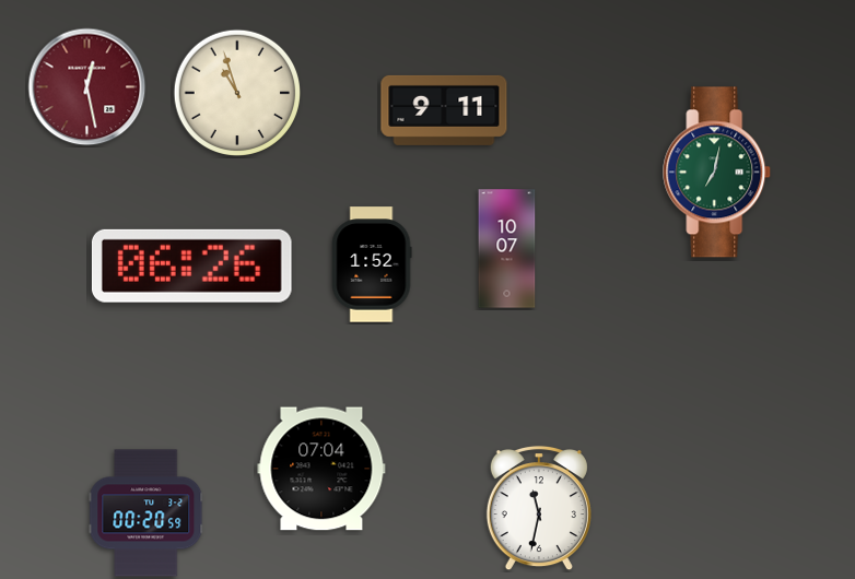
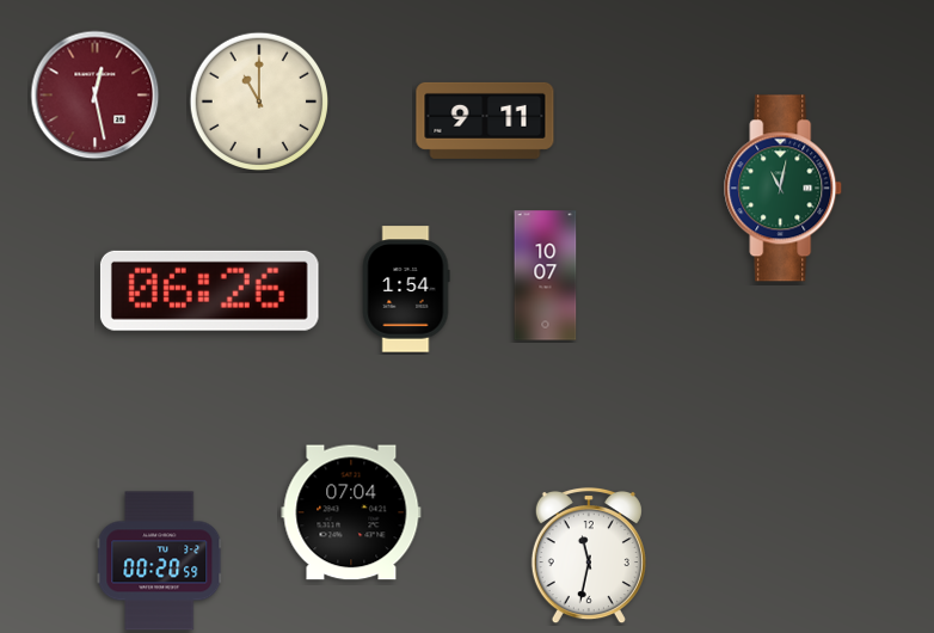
clock at (236, 92): 10:57 -> 11:00
clock at (717, 173): 7:02 -> 11:02
clock at (507, 249) position: (507, 249) -> (546, 276)
clock at (372, 264): 1:52 -> 1:54
